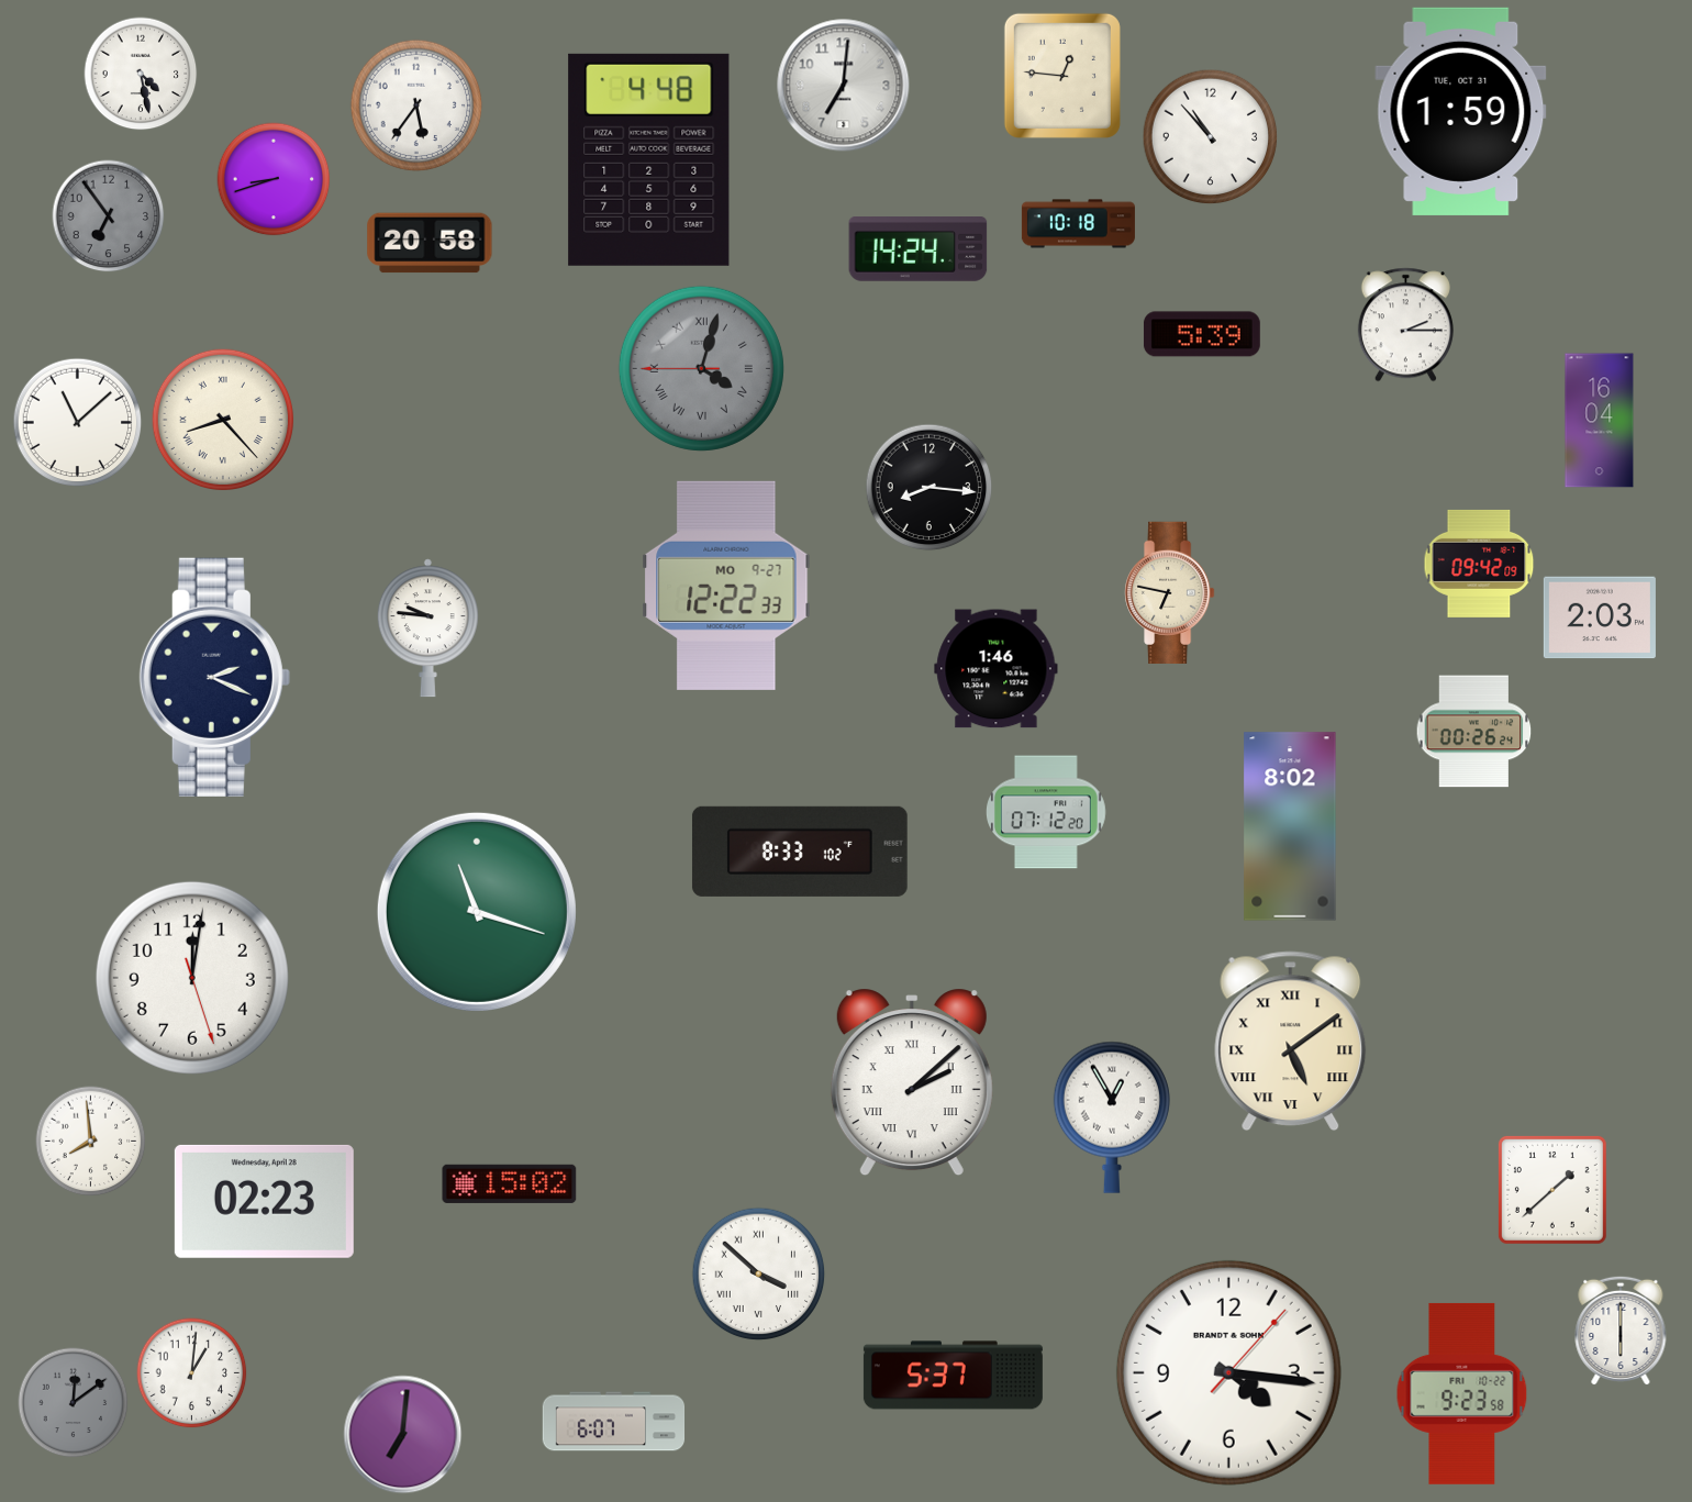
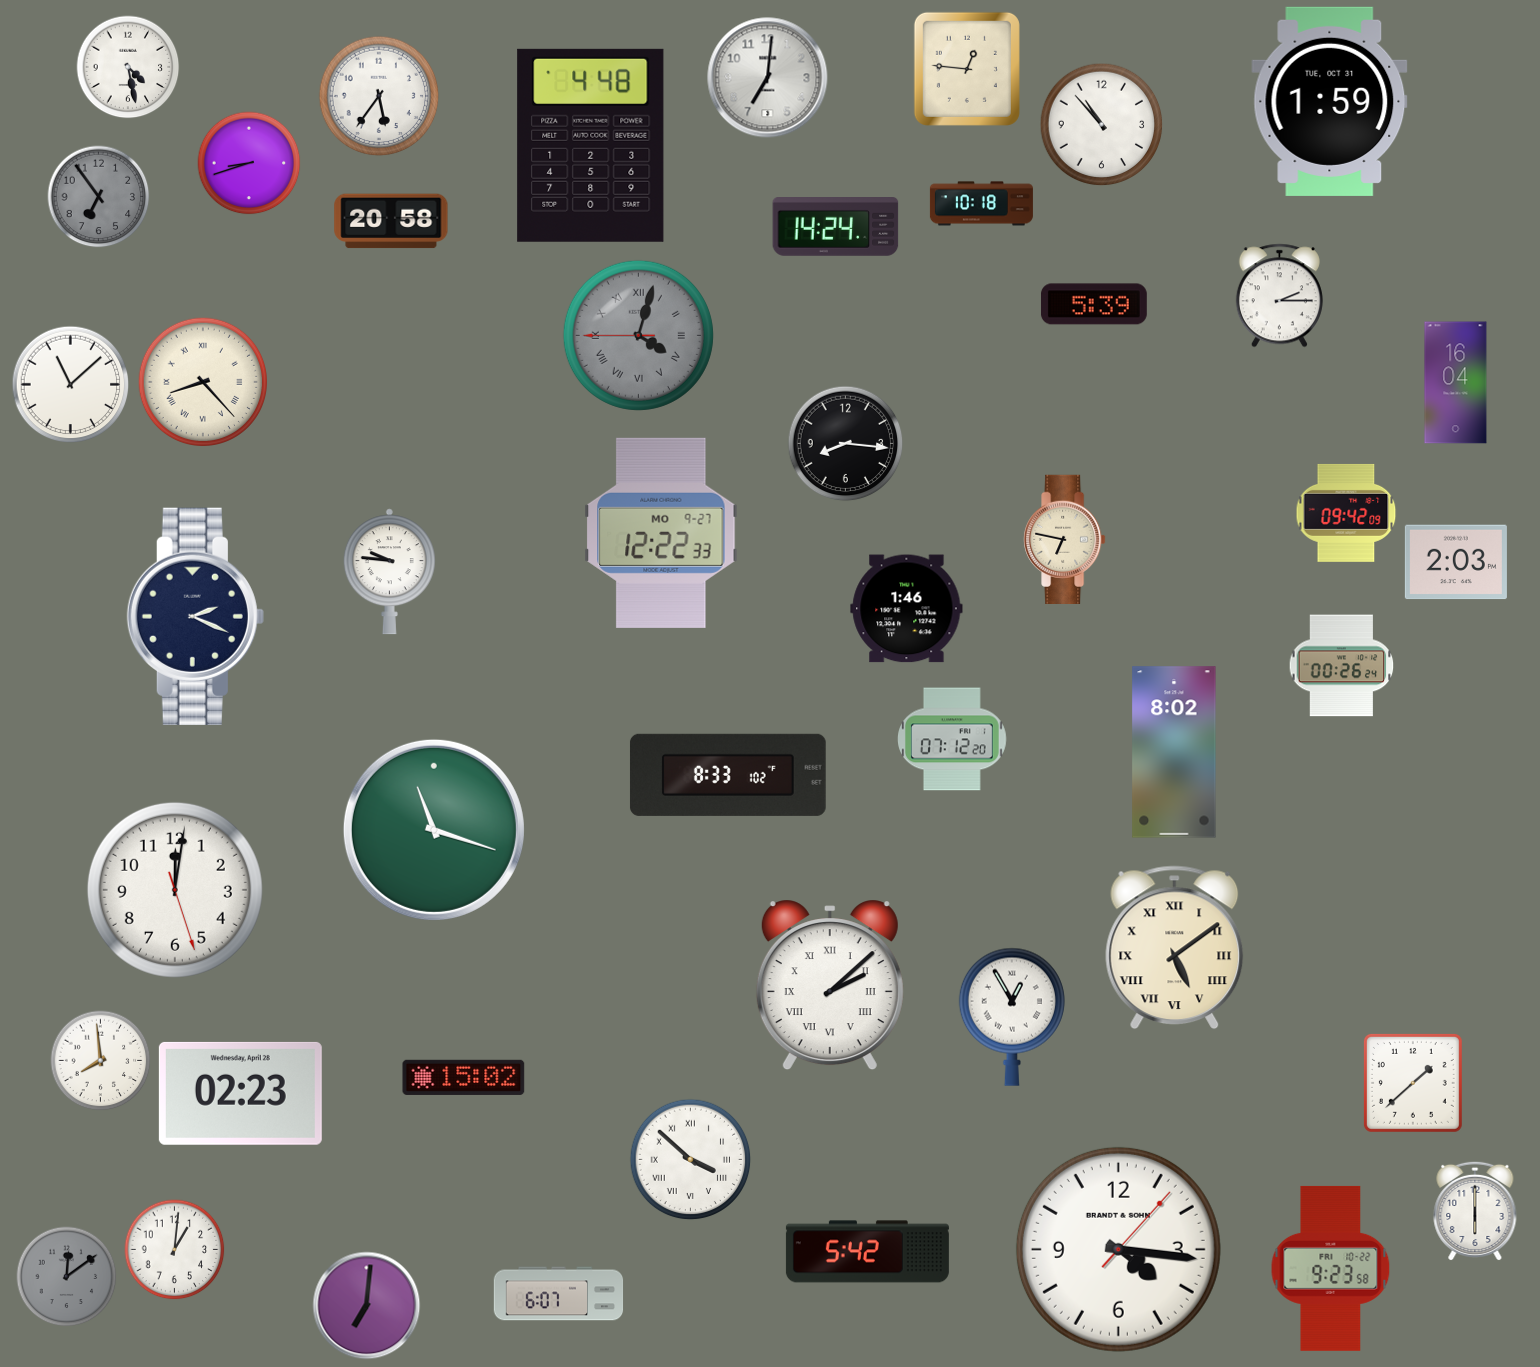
clock at (91, 1142) position: (91, 1142) -> (101, 1061)
clock at (953, 1376): 5:37 -> 5:42
